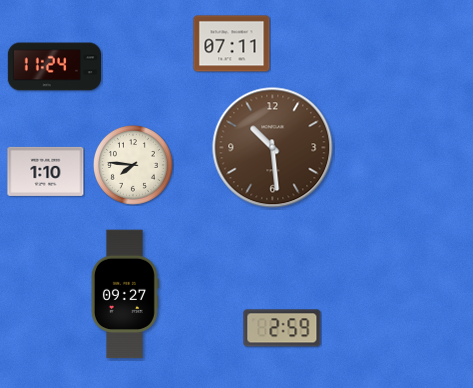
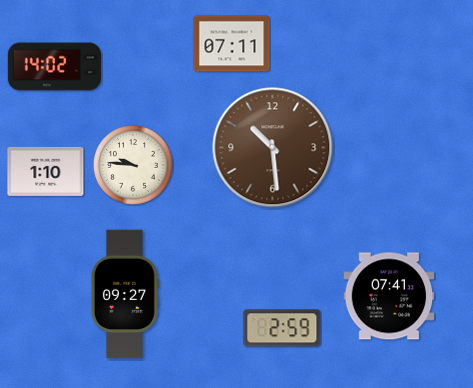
clock at (55, 67): 11:24 -> 14:02
clock at (134, 166): 7:46 -> 9:46
clock at (389, 296): none -> 07:41
